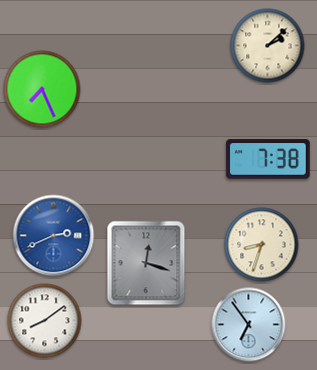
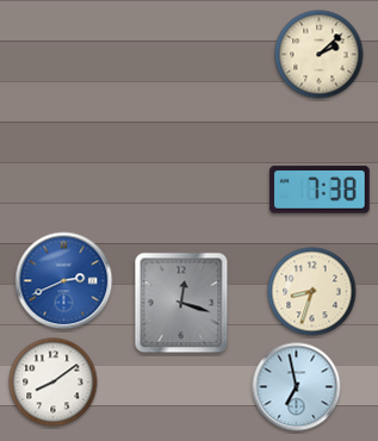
clock at (42, 89): 7:26 -> none
clock at (146, 263) position: (146, 263) -> (181, 303)
clock at (249, 325): 6:54 -> 6:58
